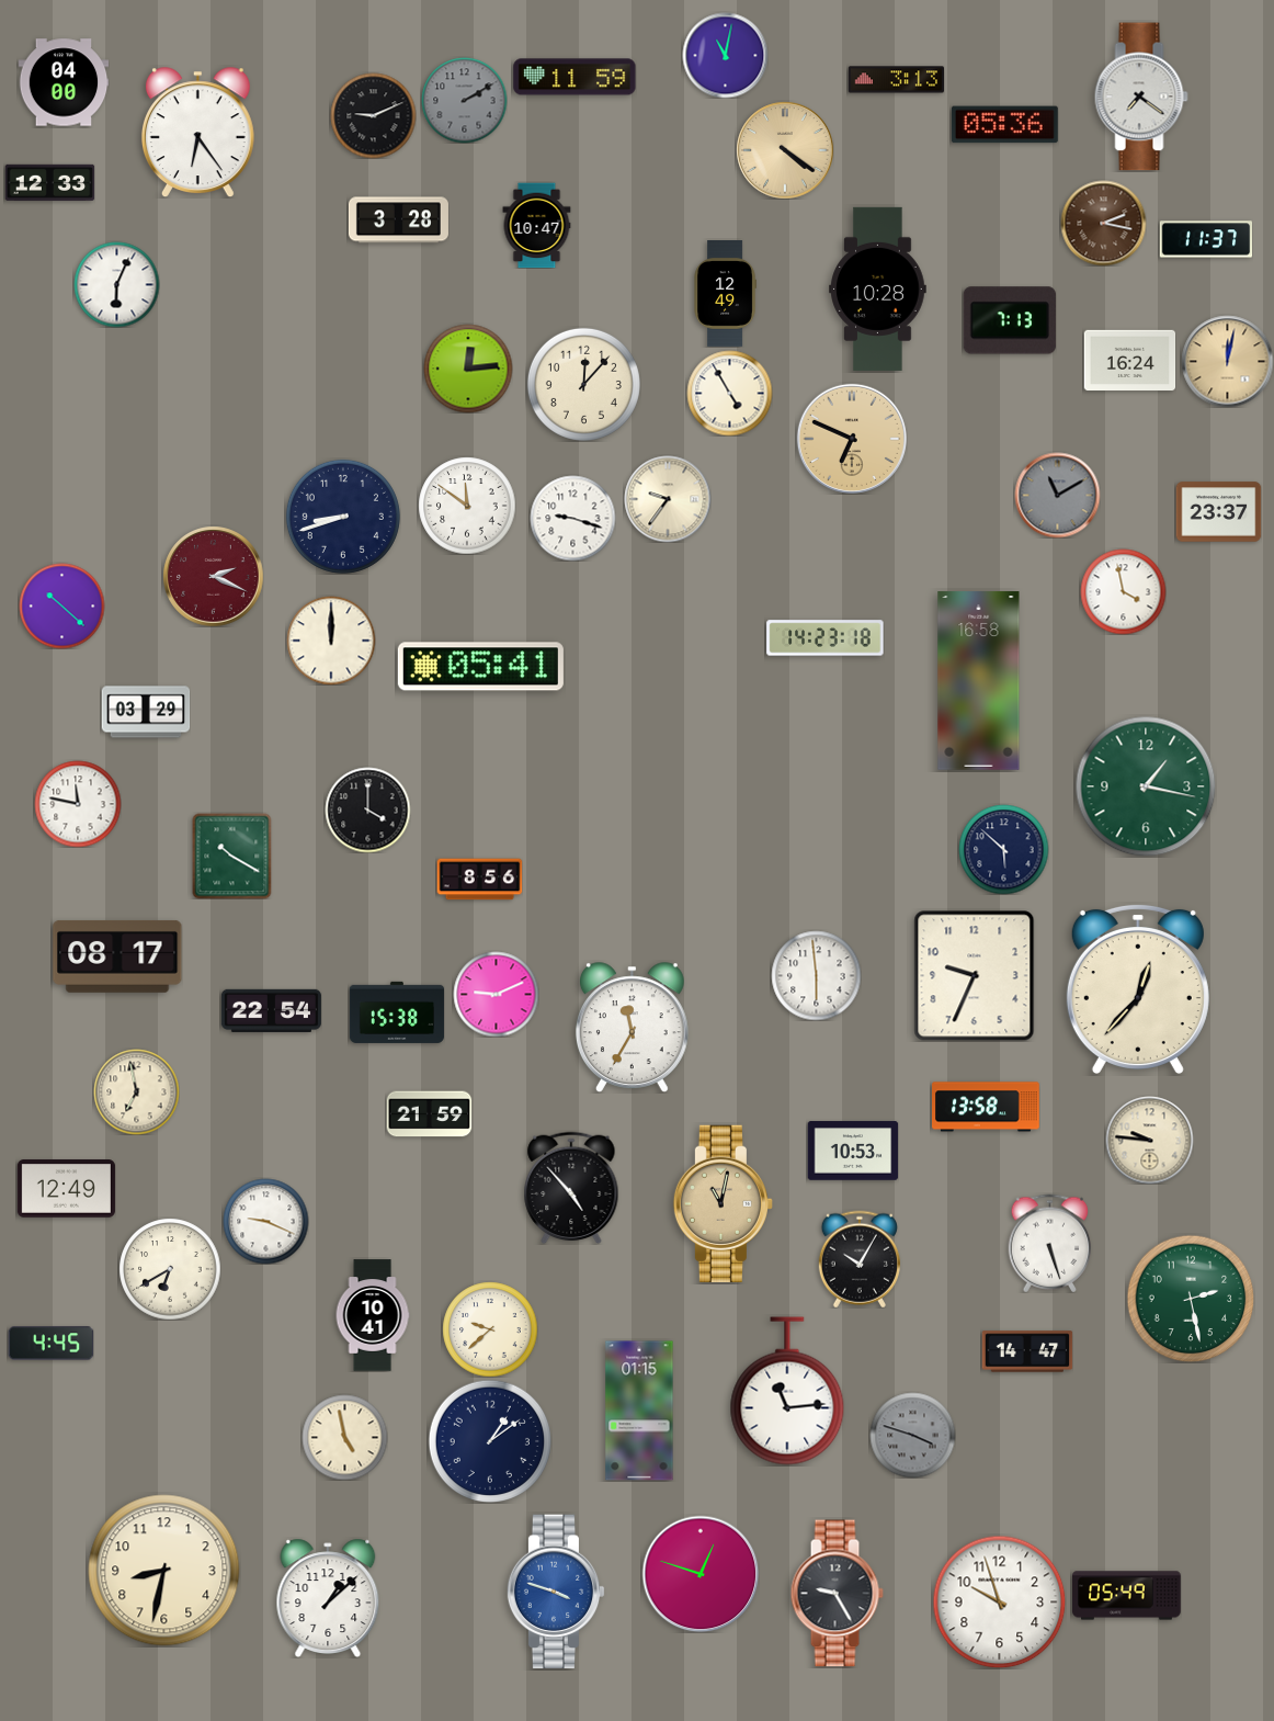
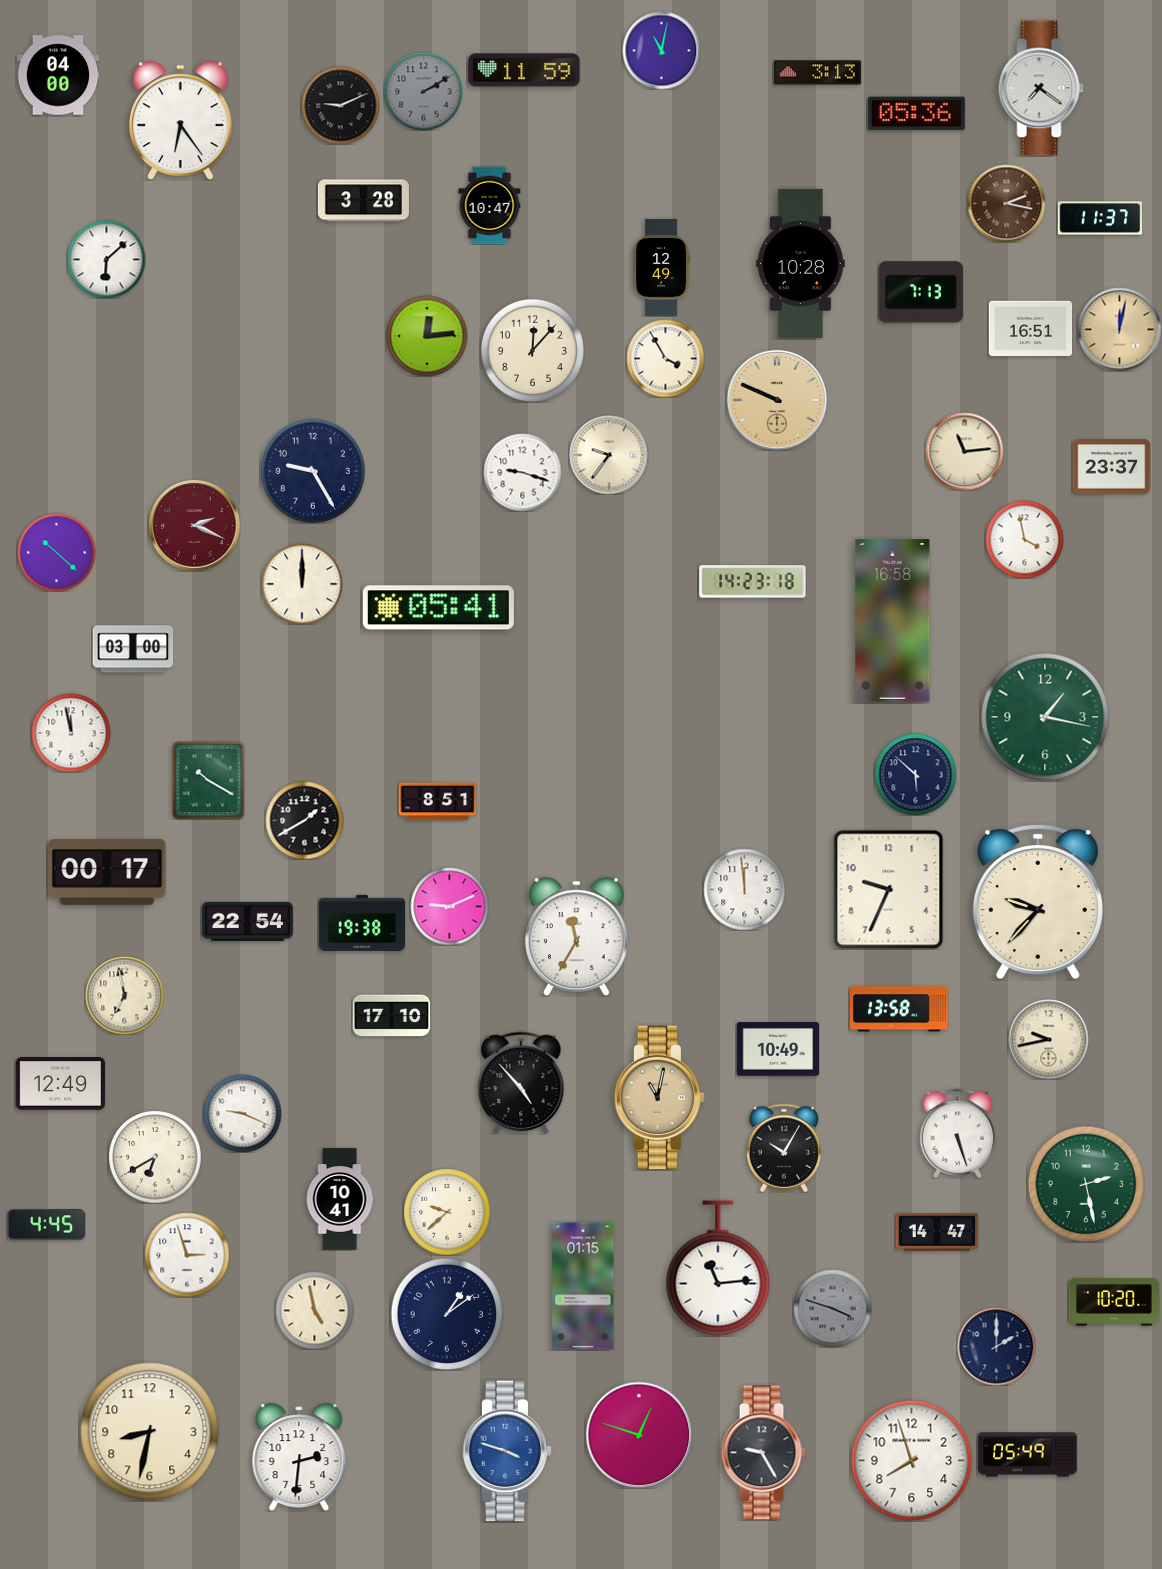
clock at (785, 150): 4:21 -> none
clock at (49, 182): 12:33 -> none
clock at (116, 284): 6:04 -> 6:08
clock at (1129, 361): 16:24 -> 16:51
clock at (729, 393): 4:55 -> 3:55
clock at (852, 439): 6:49 -> 9:49
clock at (1057, 495): 11:10 -> 11:14
clock at (1057, 495) dial: grey -> cream
clock at (467, 506): 11:51 -> none
clock at (343, 517): 8:42 -> 9:25
clock at (146, 712): 03:29 -> 03:00
clock at (78, 804): 11:47 -> 11:58
clock at (367, 809): 4:00 -> none
clock at (232, 856) position: (232, 856) -> (209, 780)
clock at (479, 880): 8:56 -> 8:51
clock at (304, 820): none -> 1:40
clock at (117, 956): 08:17 -> 00:17
clock at (816, 975): 5:59 -> 11:59
clock at (1138, 988): 12:37 -> 9:37
clock at (496, 994) position: (496, 994) -> (449, 906)
clock at (397, 1012): 15:38 -> 19:38
clock at (429, 1114): 21:59 -> 17:10
clock at (1149, 1140): 9:46 -> 9:43
clock at (853, 1151): 10:53 -> 10:49
clock at (187, 1255): none -> 2:57
clock at (1114, 1302): none -> 10:20
clock at (996, 1346): none -> 2:00
clock at (328, 1597): 1:08 -> 2:31
clock at (999, 1601): 9:57 -> 7:57
